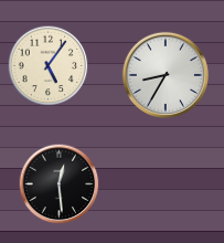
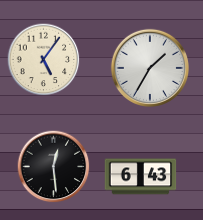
clock at (164, 74): 8:35 -> 1:35
clock at (141, 177): none -> 6:43
